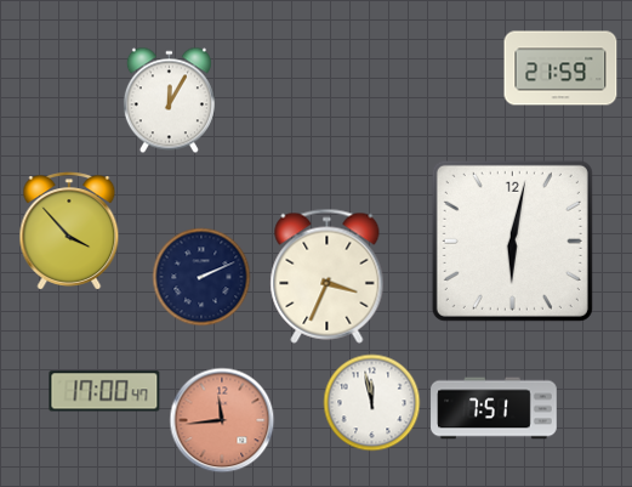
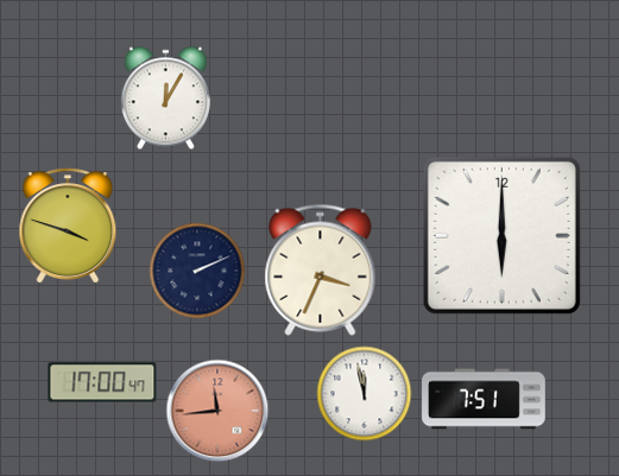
clock at (560, 68): 21:59 -> none
clock at (69, 231): 3:53 -> 3:48
clock at (512, 240): 6:02 -> 6:00
